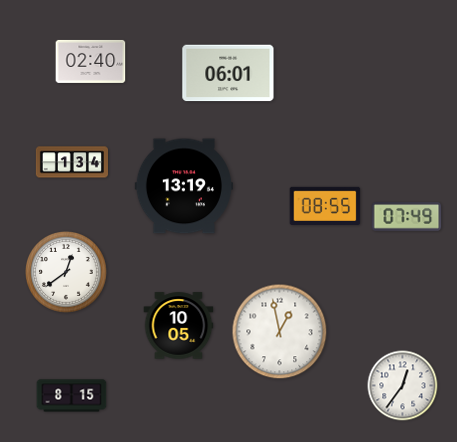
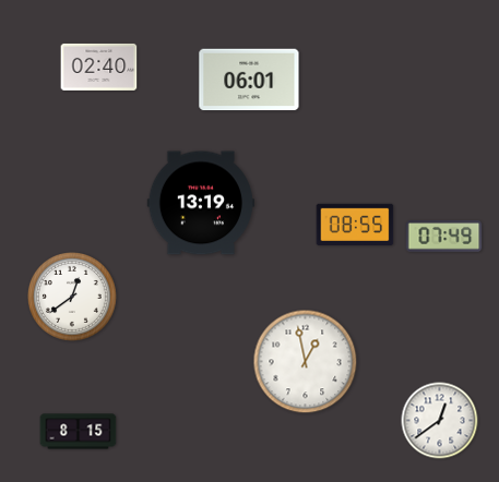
clock at (71, 162): 1:34 -> none
clock at (179, 326): 10:05 -> none
clock at (403, 386): 12:36 -> 12:39
